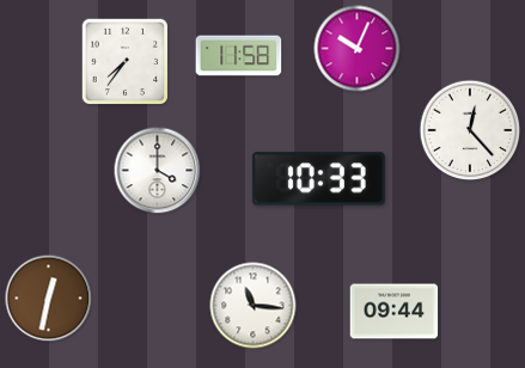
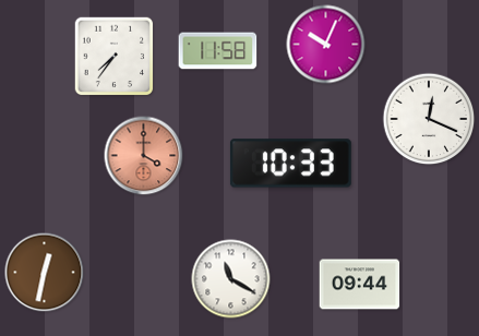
clock at (470, 130): 12:23 -> 12:19
clock at (158, 171) dial: white -> salmon
clock at (254, 306): 11:16 -> 11:20
